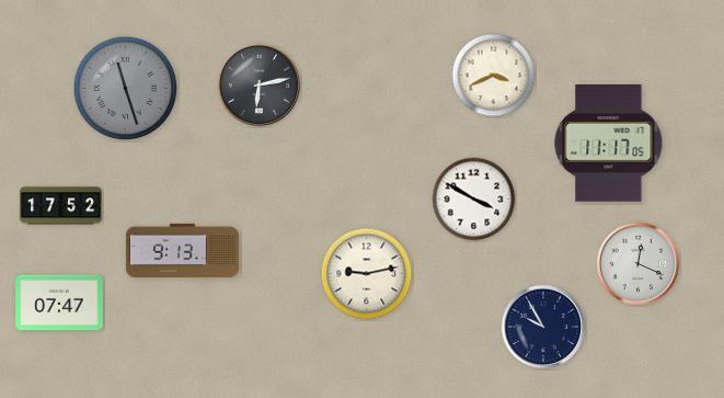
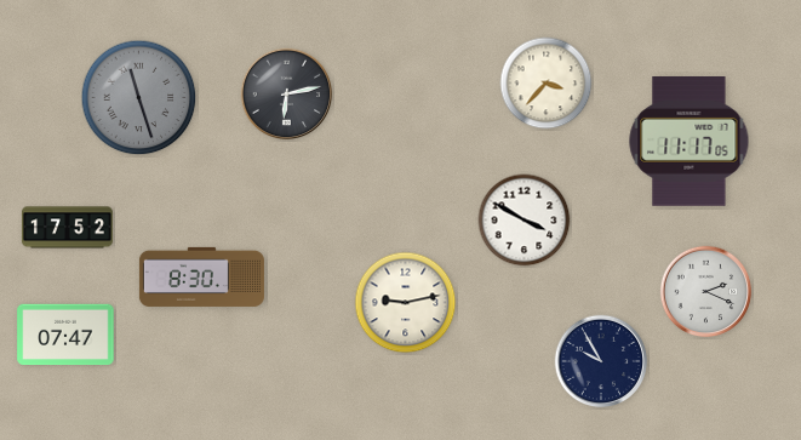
clock at (494, 76): 3:41 -> 3:37
clock at (609, 144) position: (609, 144) -> (690, 142)
clock at (182, 250): 9:13 -> 8:30
clock at (639, 264): 12:19 -> 2:19
